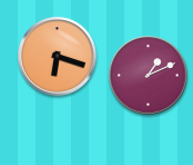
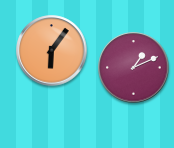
clock at (58, 57): 6:18 -> 6:06
